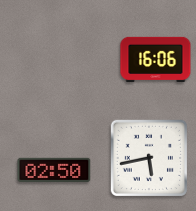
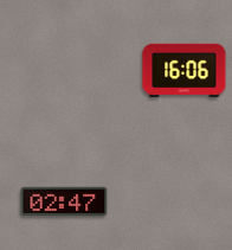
clock at (149, 158): 5:43 -> none
clock at (54, 170): 02:50 -> 02:47
